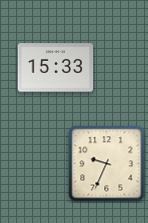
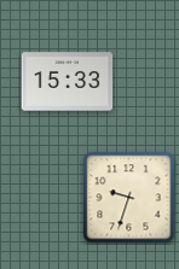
clock at (107, 164): 9:34 -> 9:33
